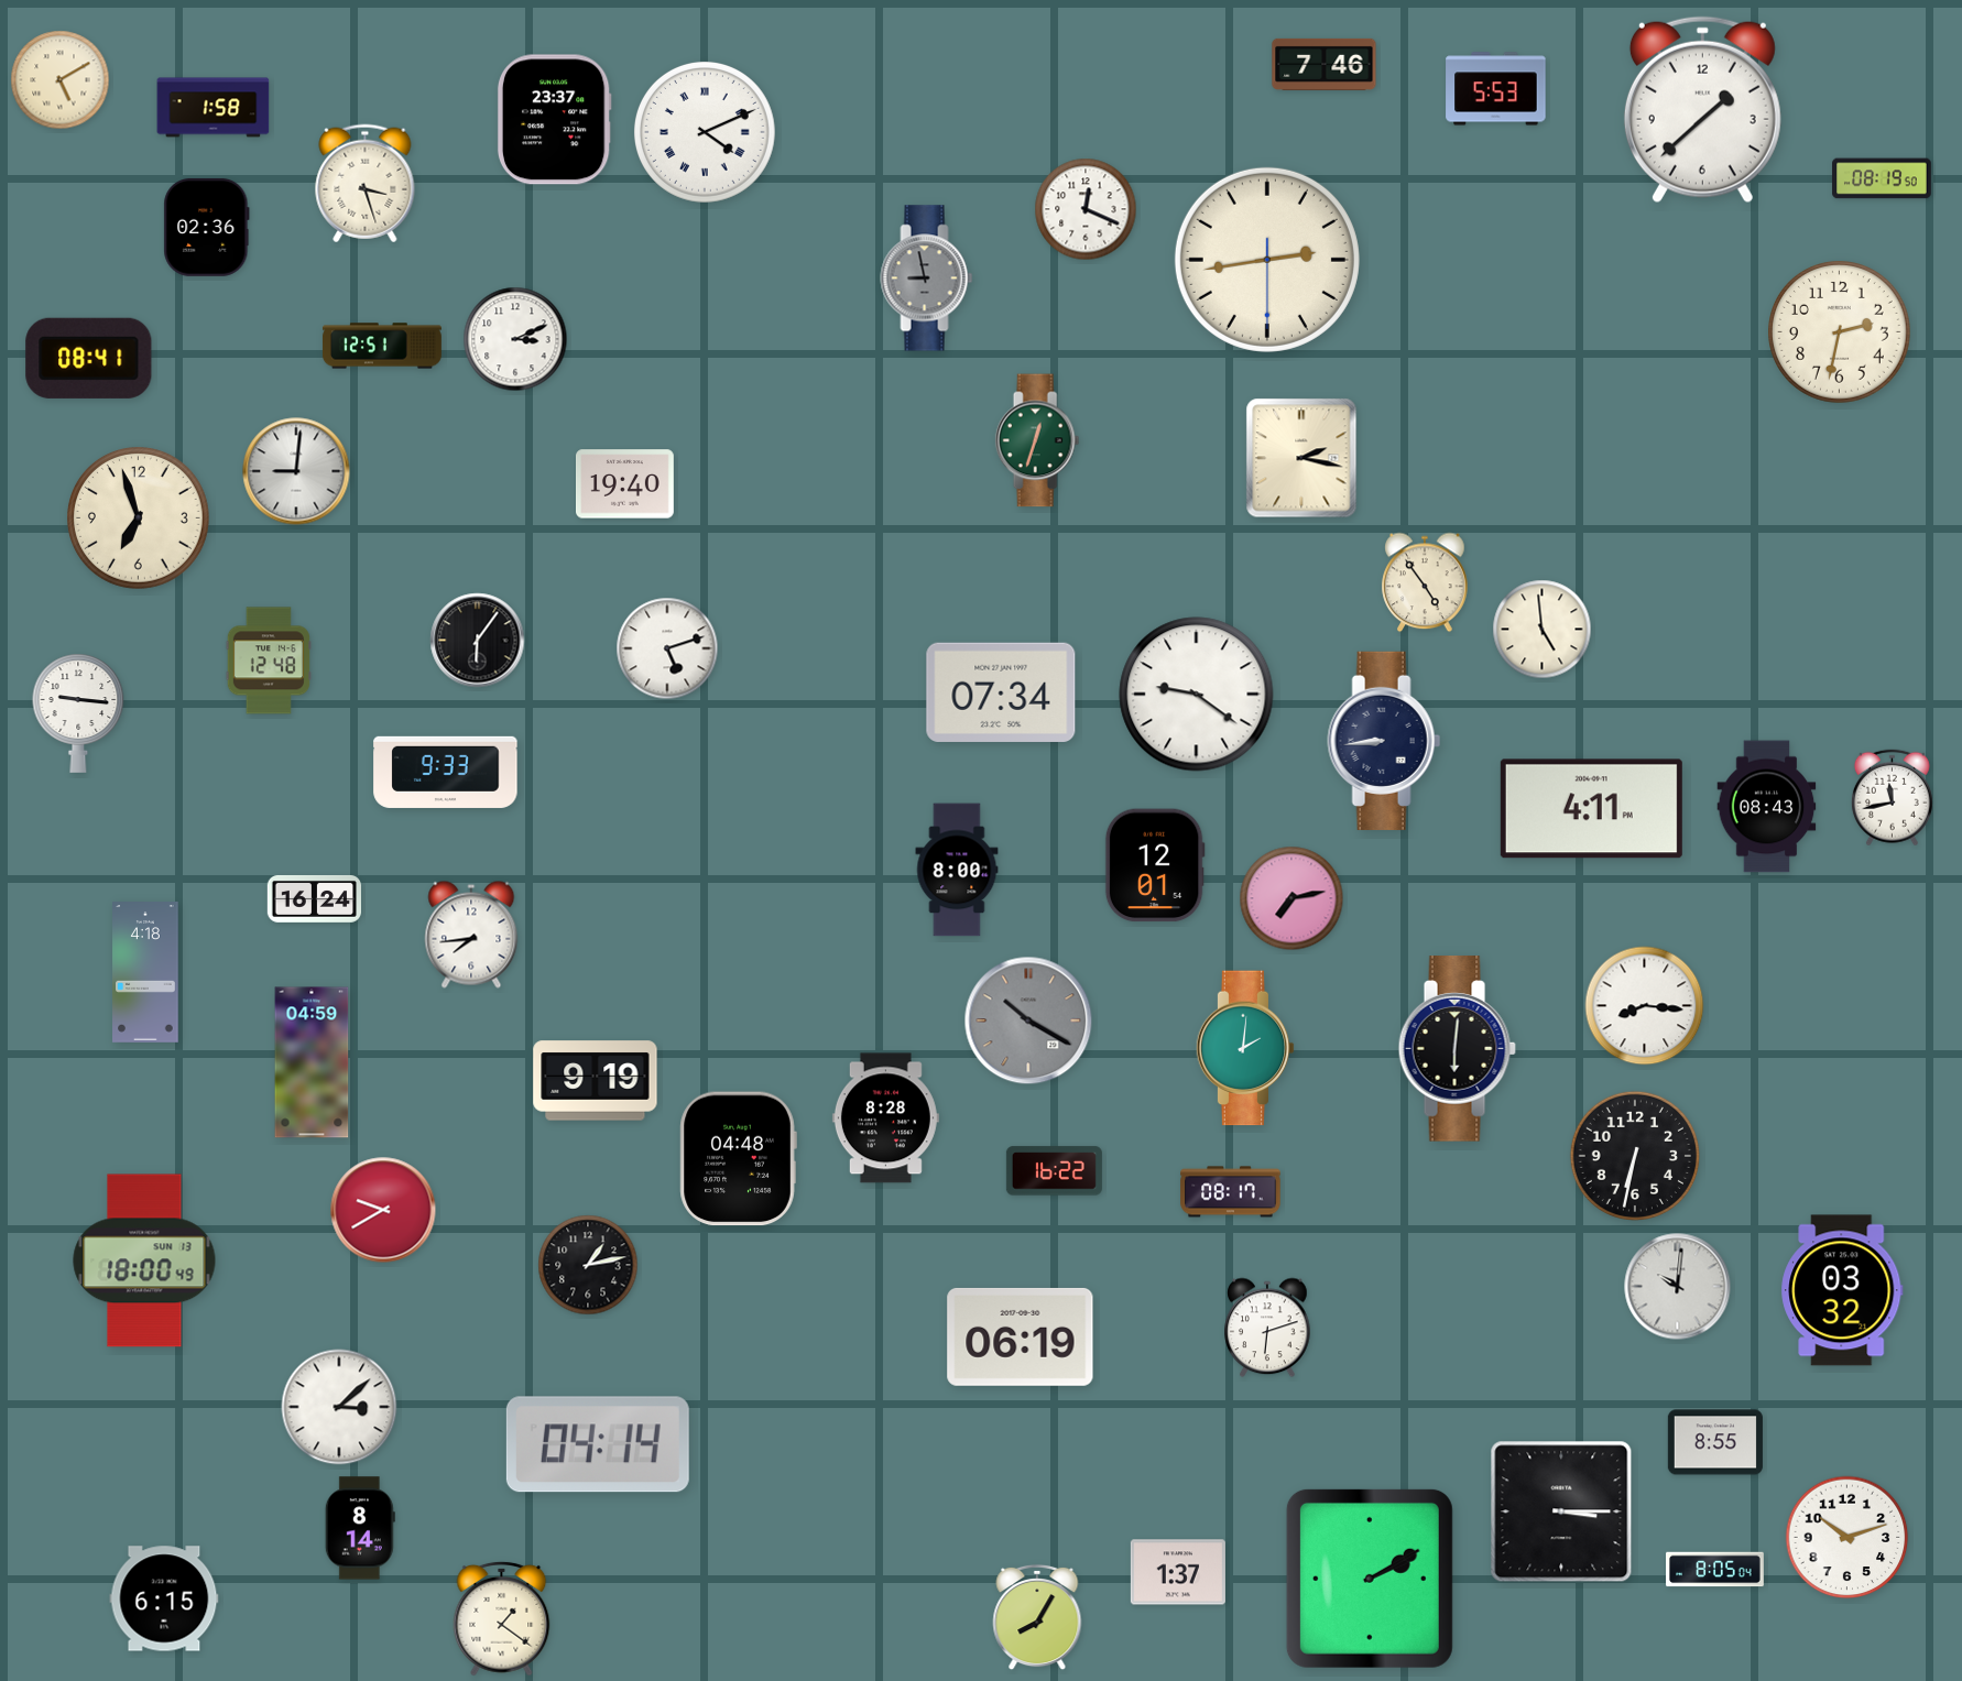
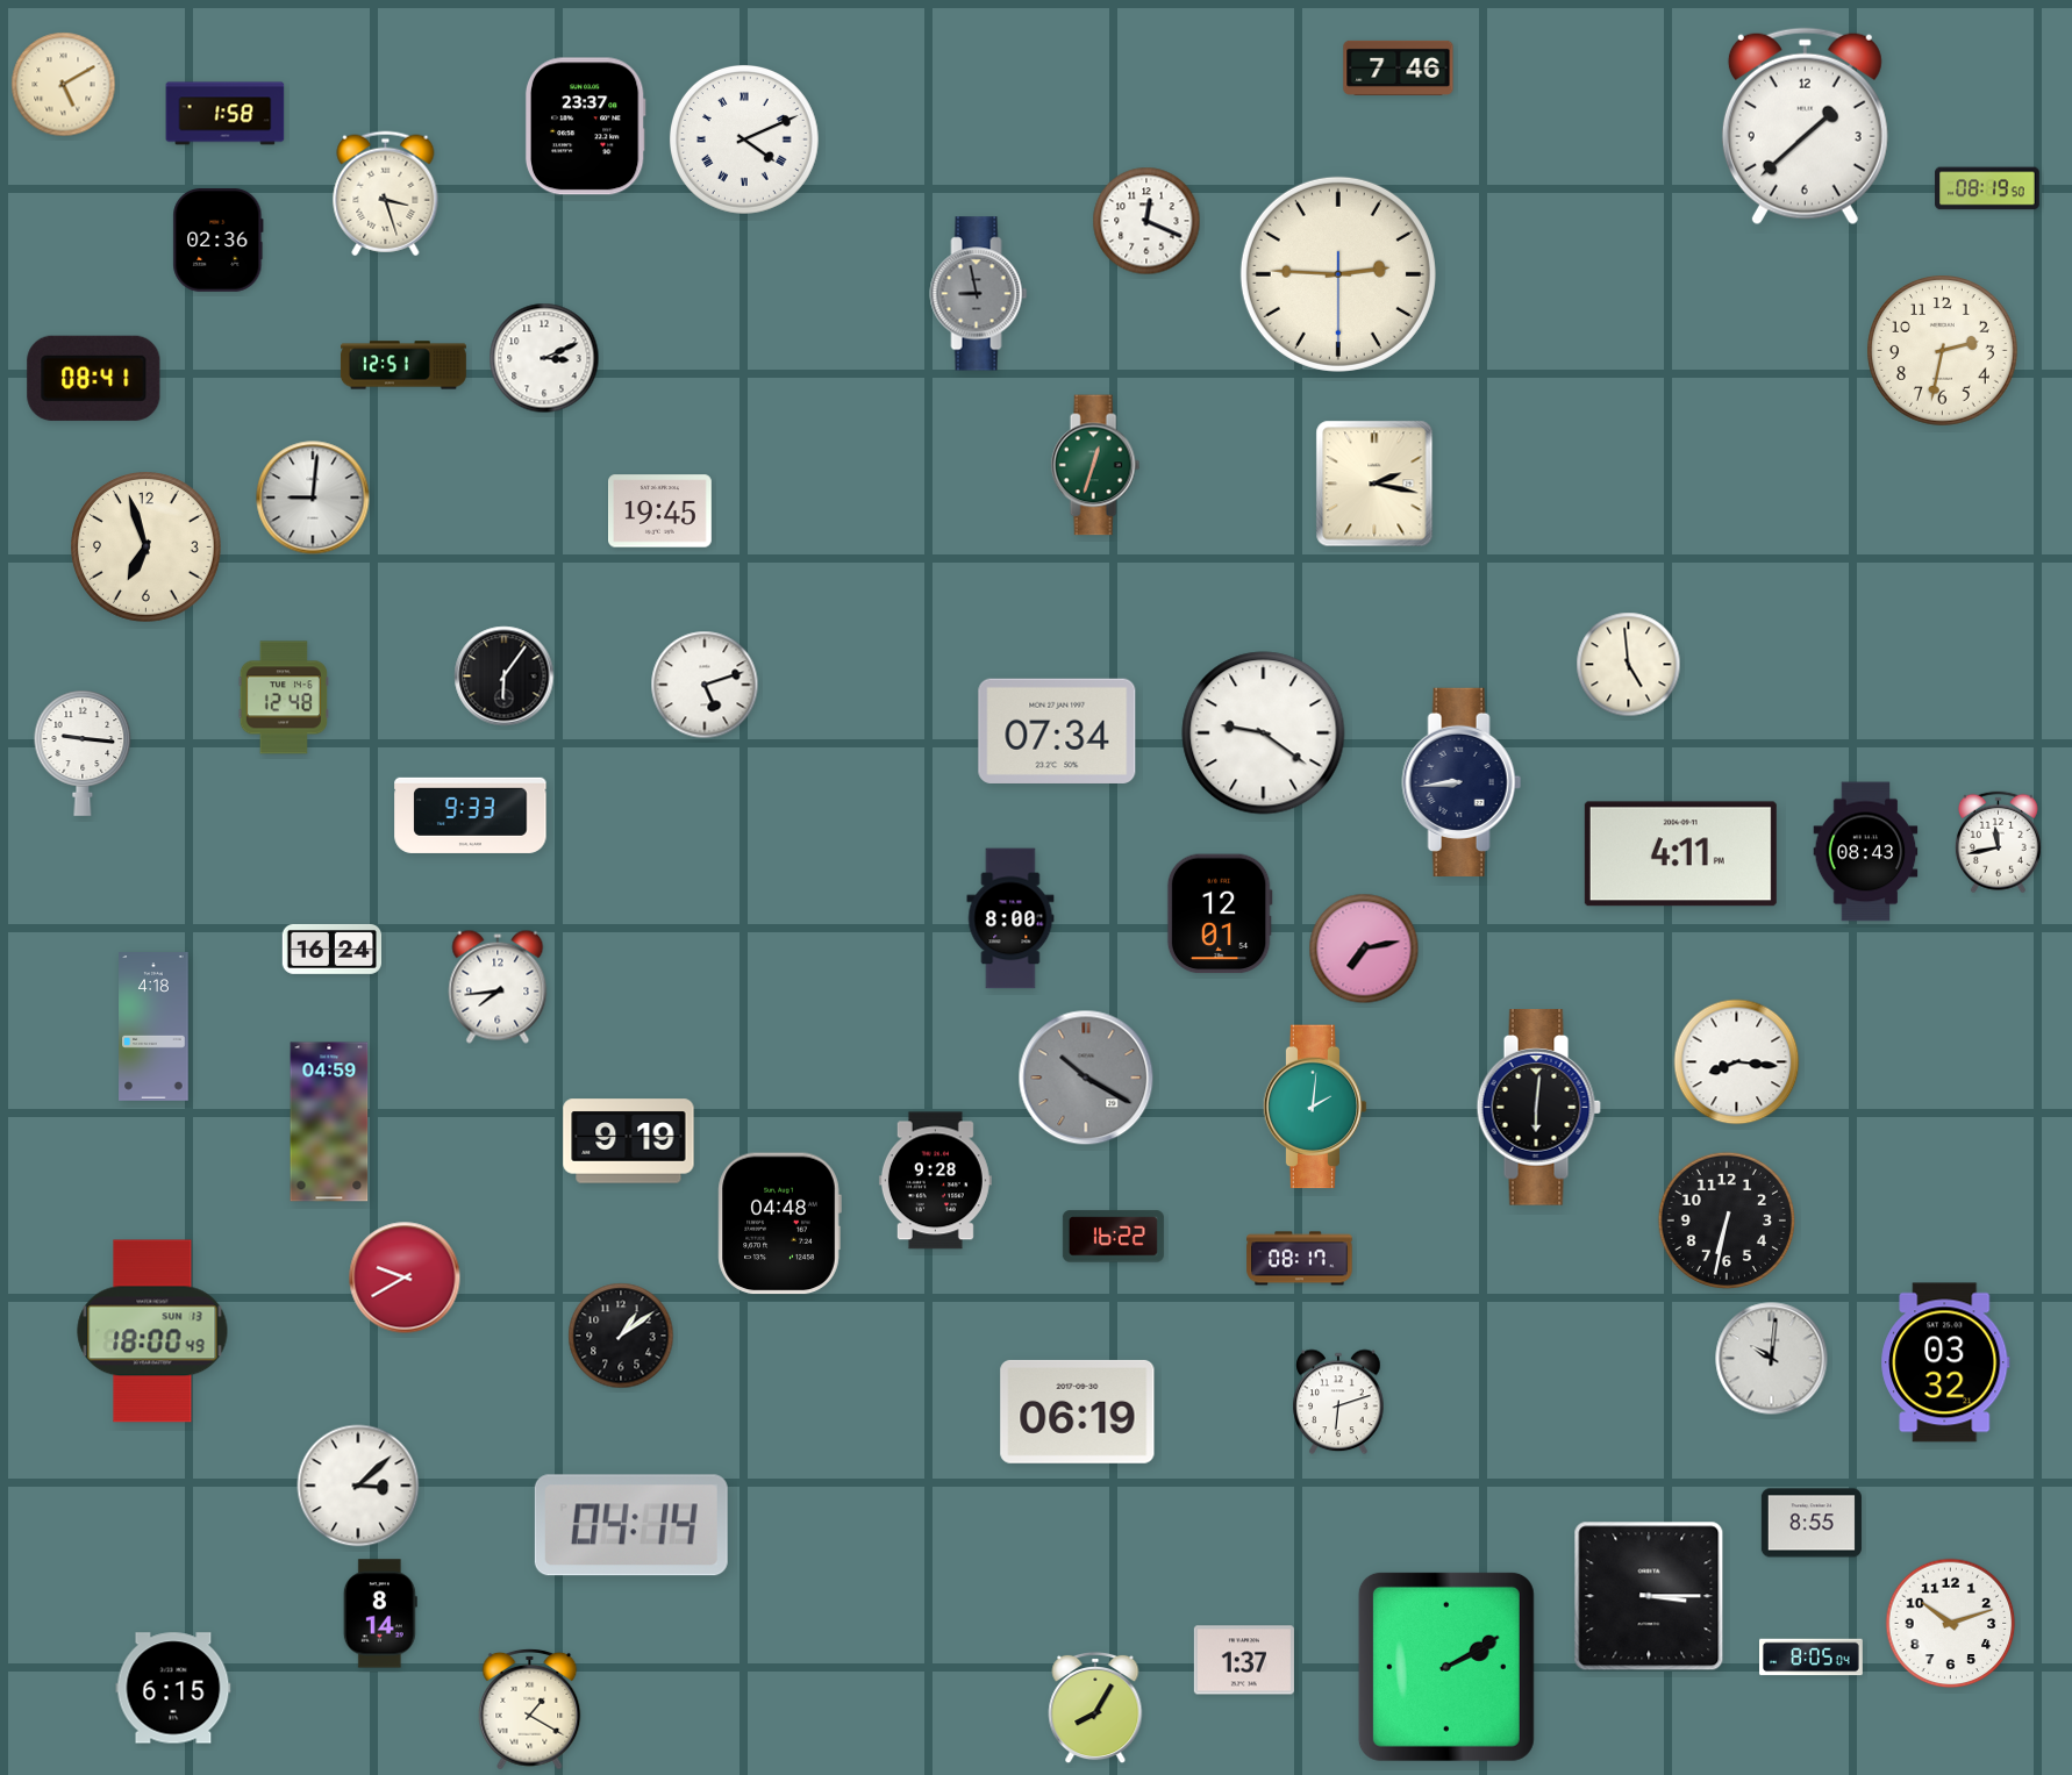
clock at (1496, 89): 5:53 -> none
clock at (1702, 110) position: (1702, 110) -> (1805, 127)
clock at (1267, 260): 2:43 -> 2:45
clock at (625, 484): 19:40 -> 19:45
clock at (1425, 582): 4:54 -> none
clock at (885, 1118): 8:28 -> 9:28
clock at (588, 1265): 1:13 -> 1:09
clock at (502, 1618): 1:21 -> 1:20
